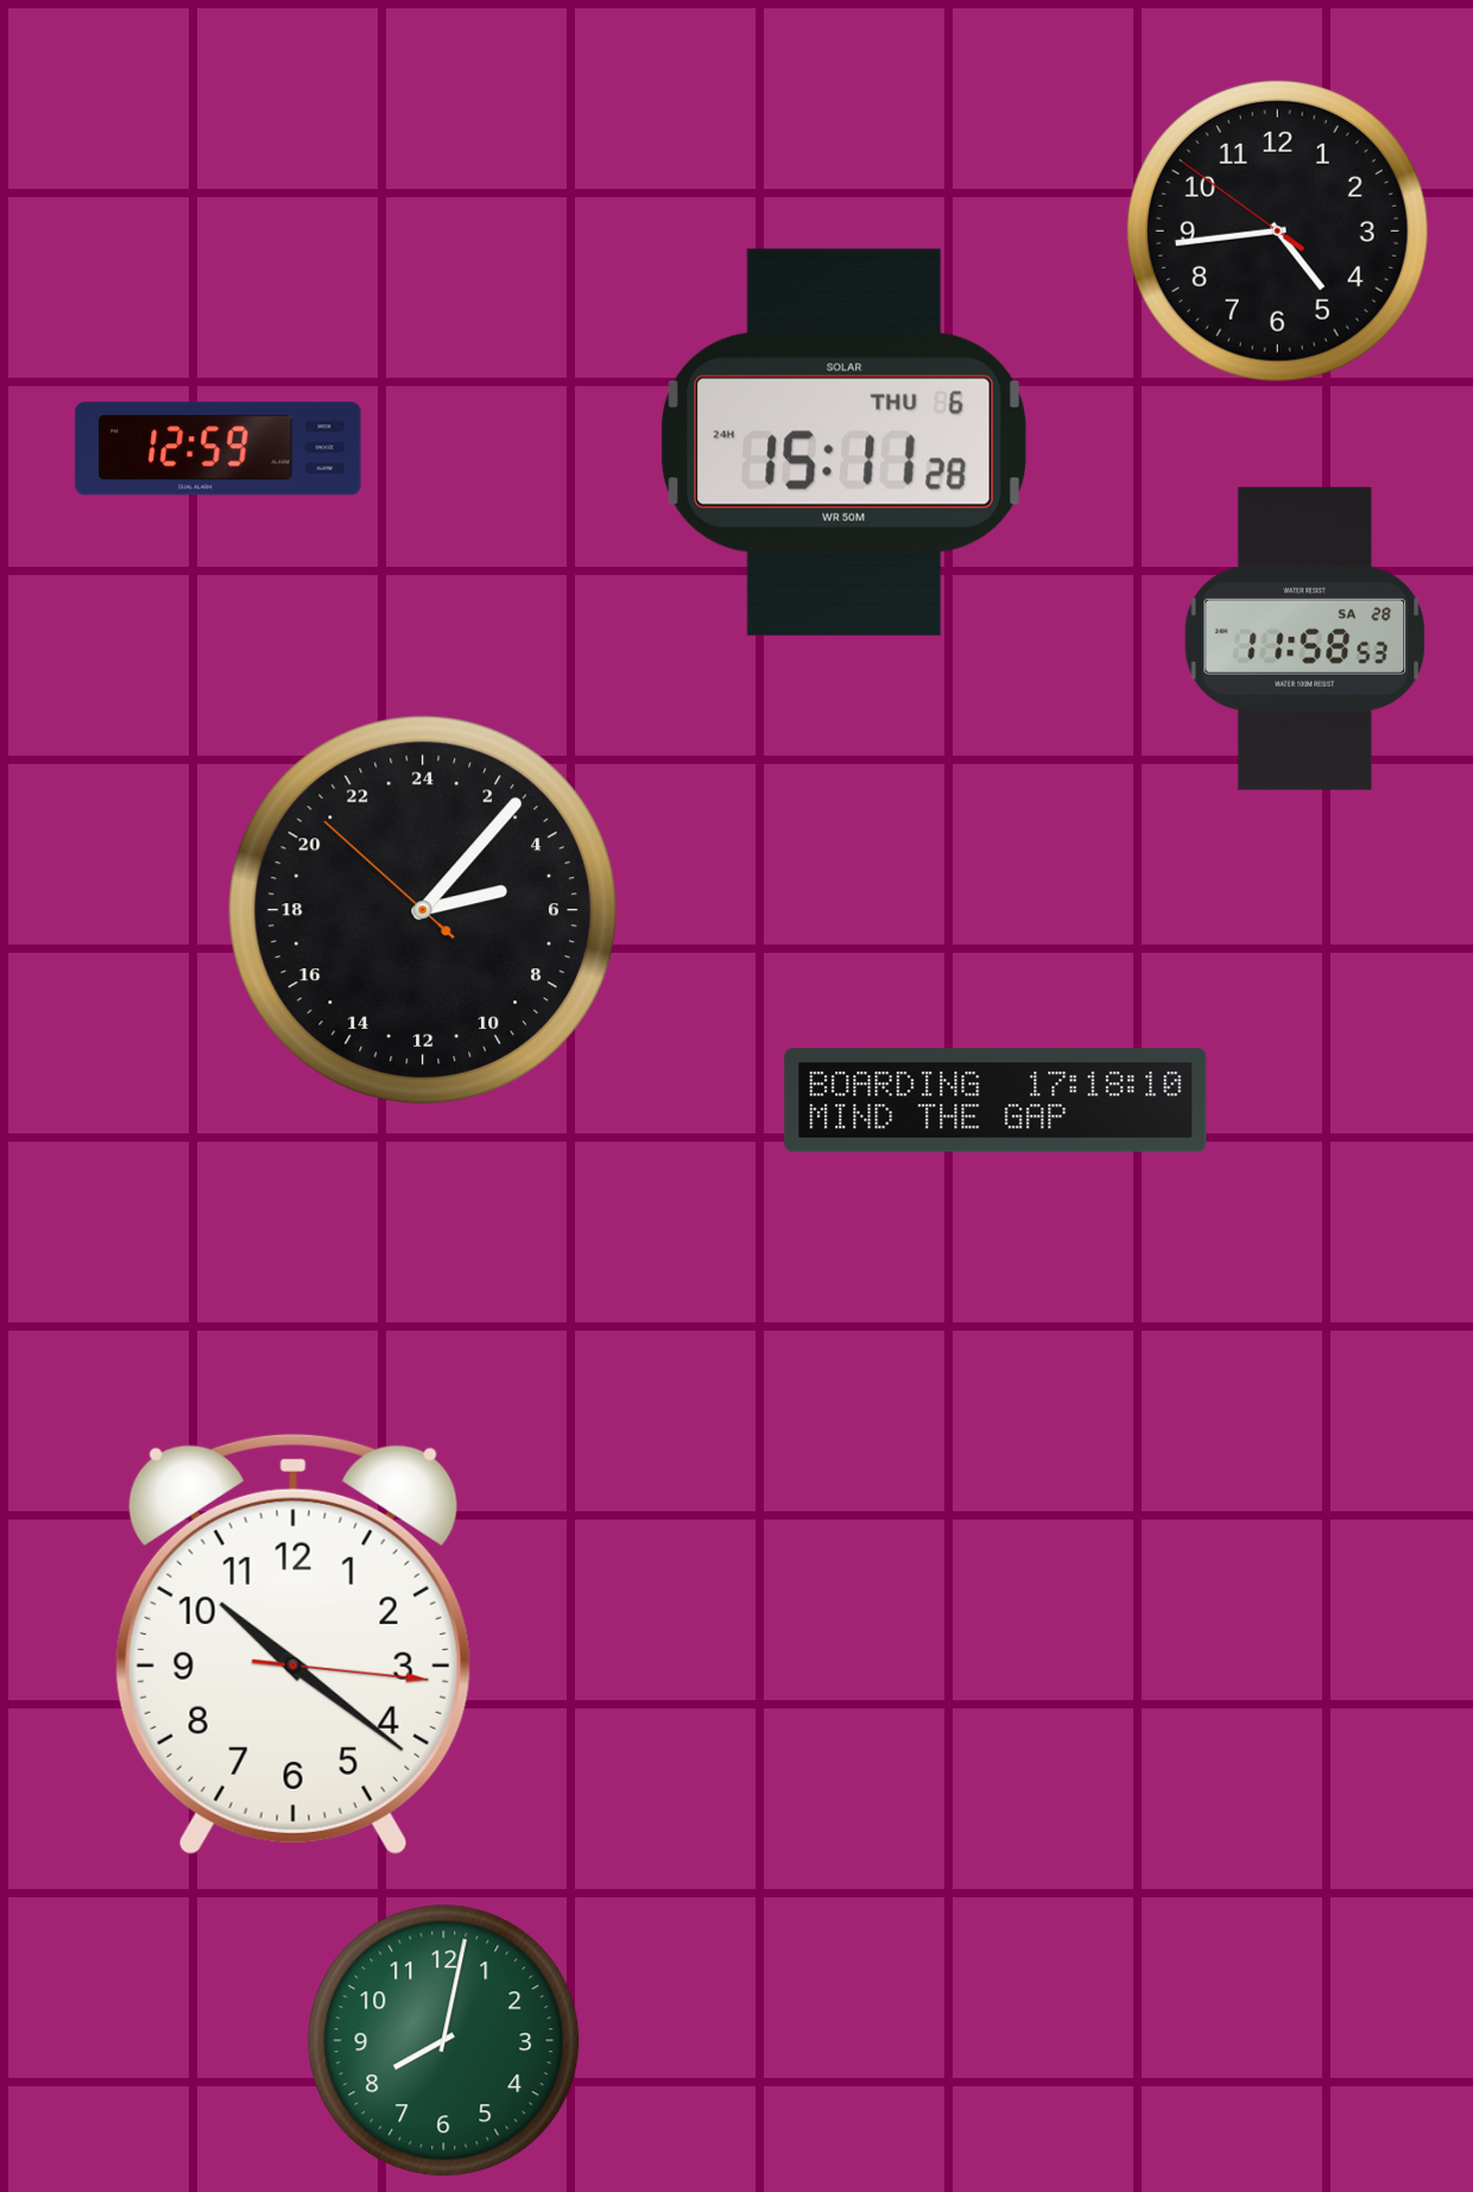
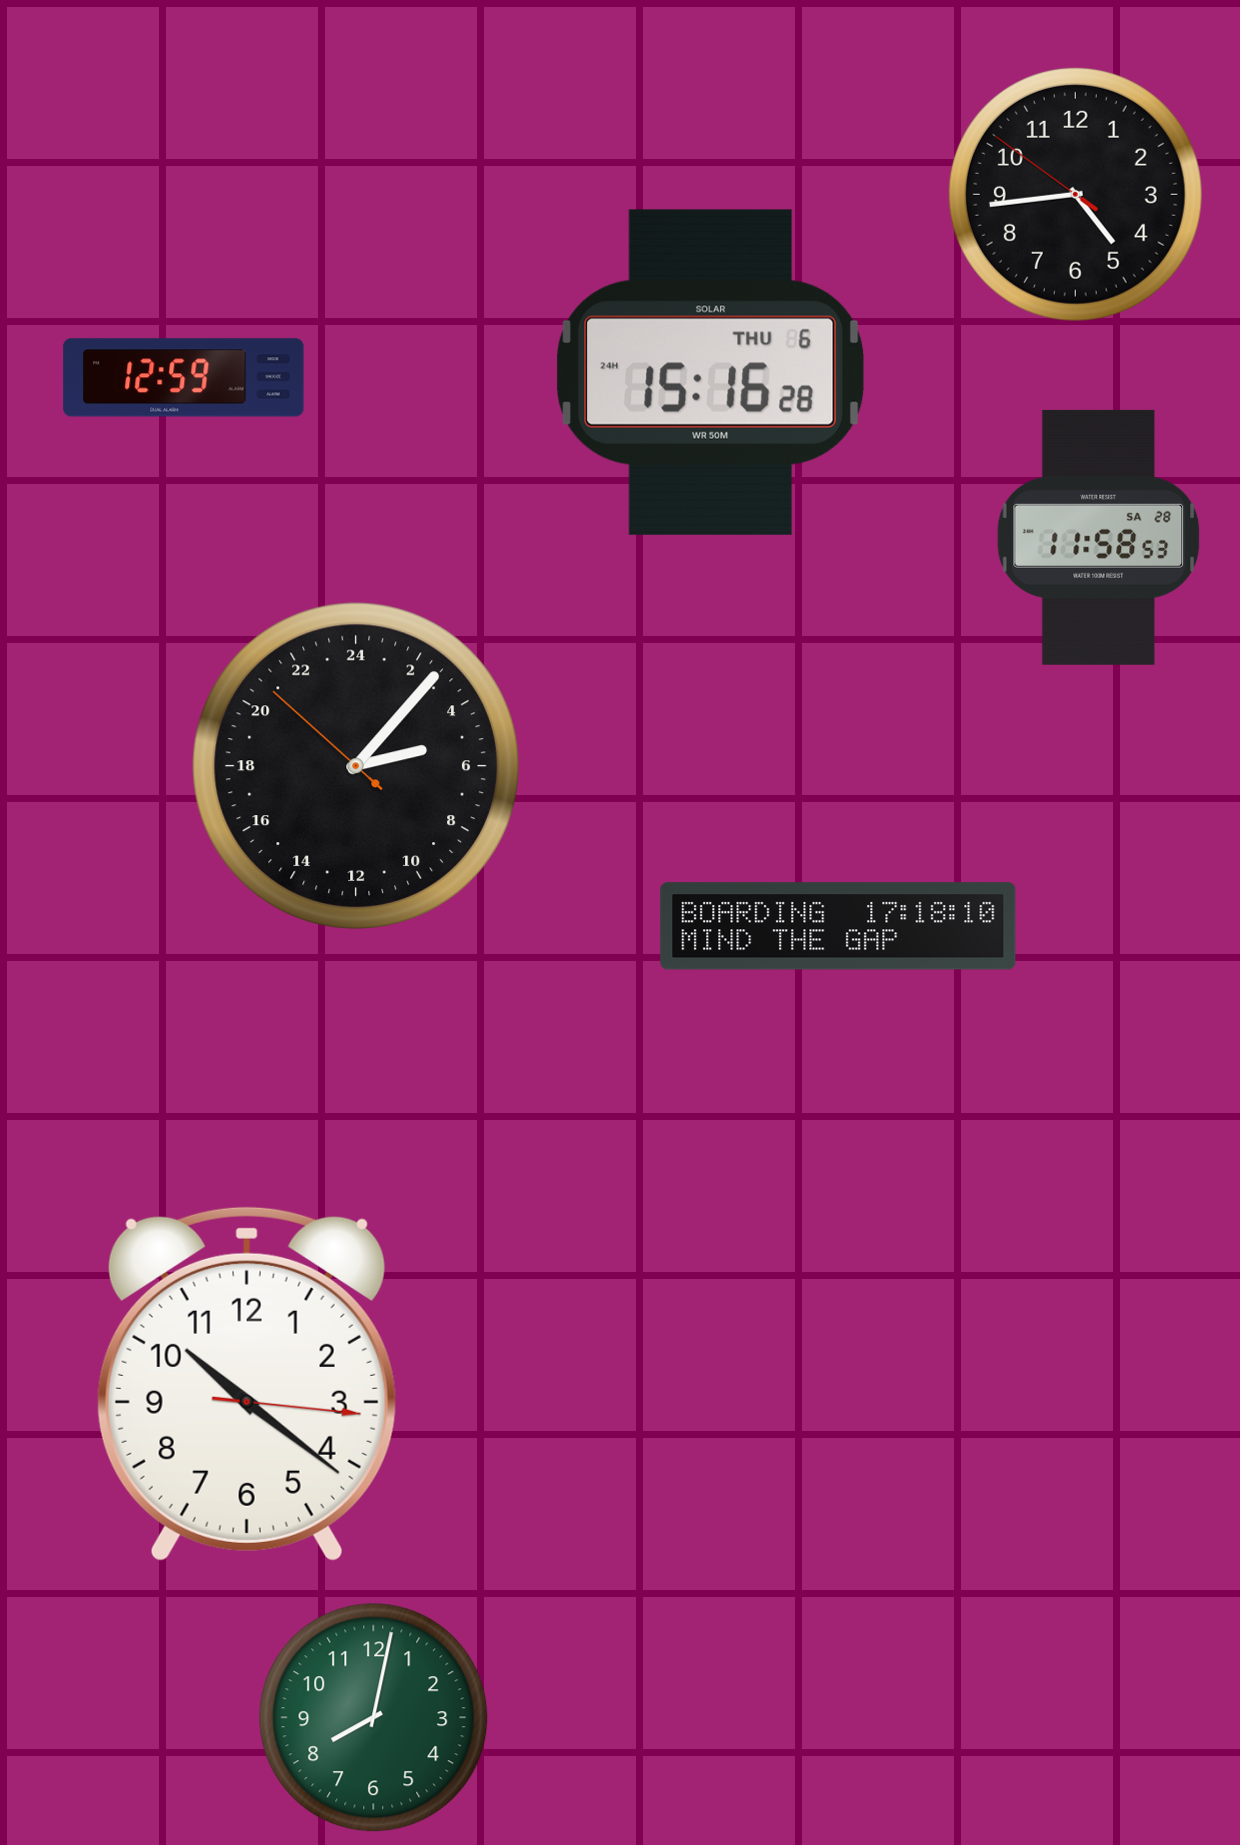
clock at (845, 442): 15:11 -> 15:16
